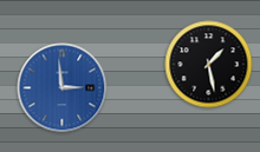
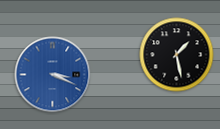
clock at (63, 88): 2:59 -> 3:19
